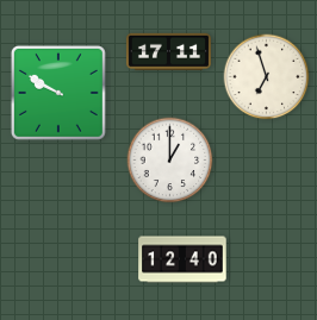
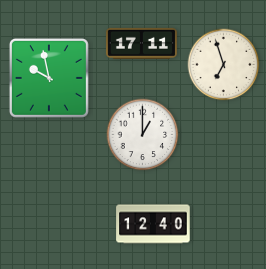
clock at (58, 93): 9:50 -> 9:58
clock at (182, 259) position: (182, 259) -> (153, 224)
